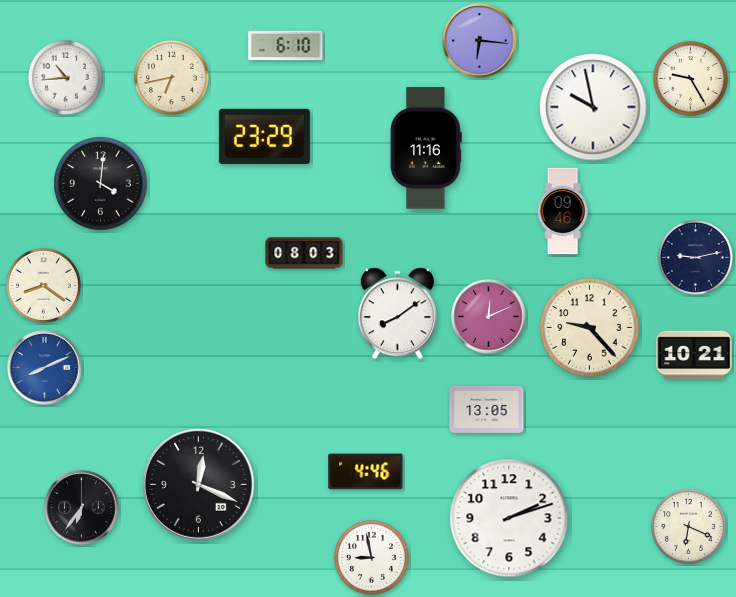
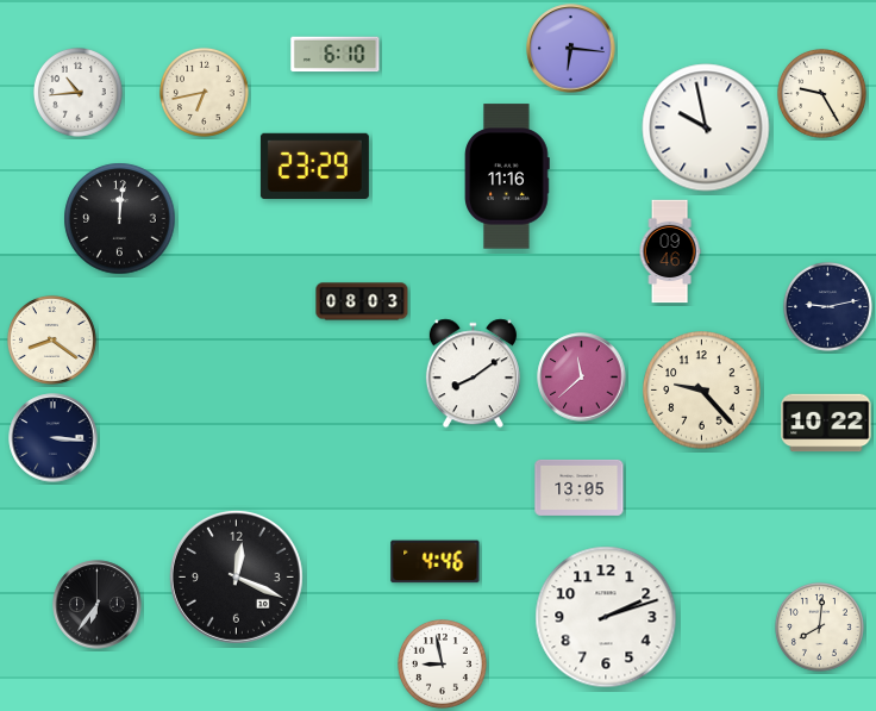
clock at (286, 46) position: (286, 46) -> (336, 55)
clock at (264, 136) position: (264, 136) -> (314, 166)
clock at (101, 184): 4:01 -> 12:01
clock at (489, 317): 12:11 -> 11:38
clock at (694, 355): 10:21 -> 10:22
clock at (45, 368): 8:11 -> 3:16
clock at (45, 368) dial: blue -> navy
clock at (688, 526): 6:19 -> 8:01
